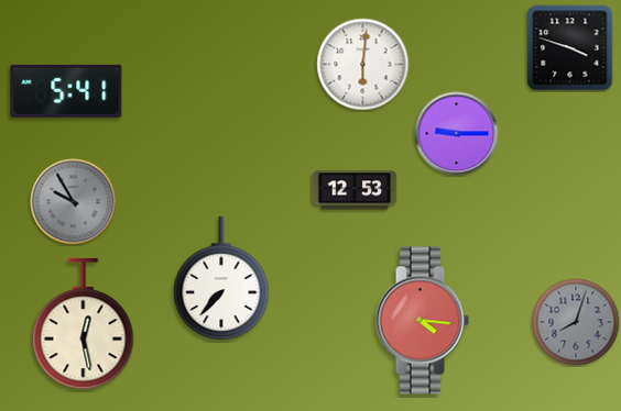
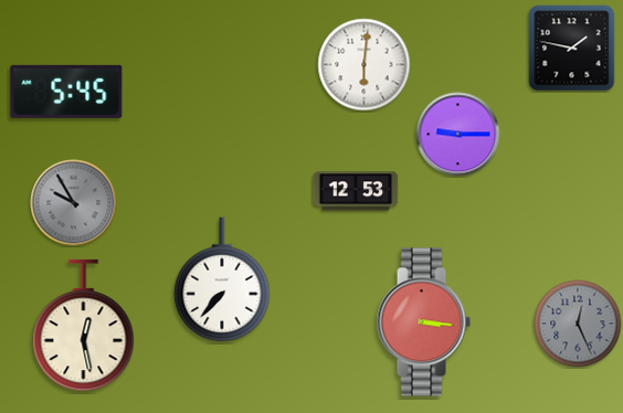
clock at (570, 48): 3:48 -> 1:47
clock at (66, 91): 5:41 -> 5:45
clock at (422, 321): 4:16 -> 3:16
clock at (576, 322): 8:03 -> 12:26
